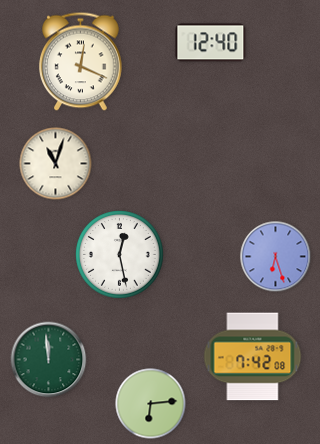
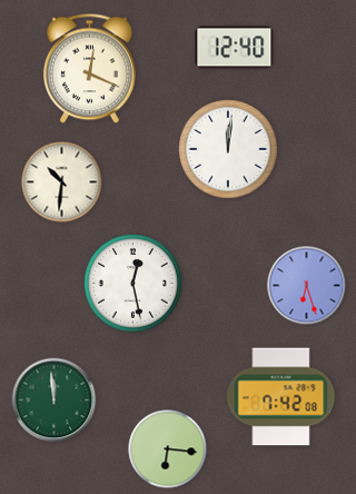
clock at (228, 149): none -> 12:01
clock at (56, 164): 11:03 -> 10:31
clock at (151, 404): 6:14 -> 6:16
